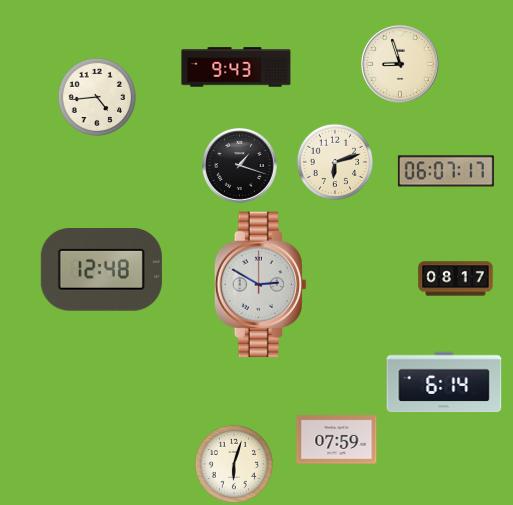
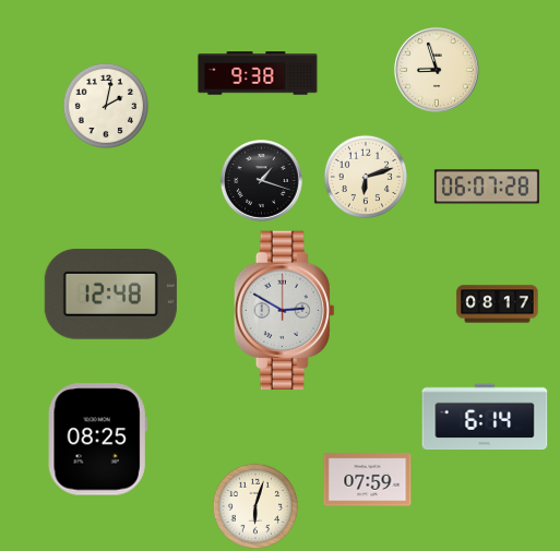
clock at (236, 67): 9:43 -> 9:38
clock at (96, 96): 4:44 -> 2:02
clock at (446, 171): 06:07:17 -> 06:07:28
clock at (97, 440): none -> 08:25
